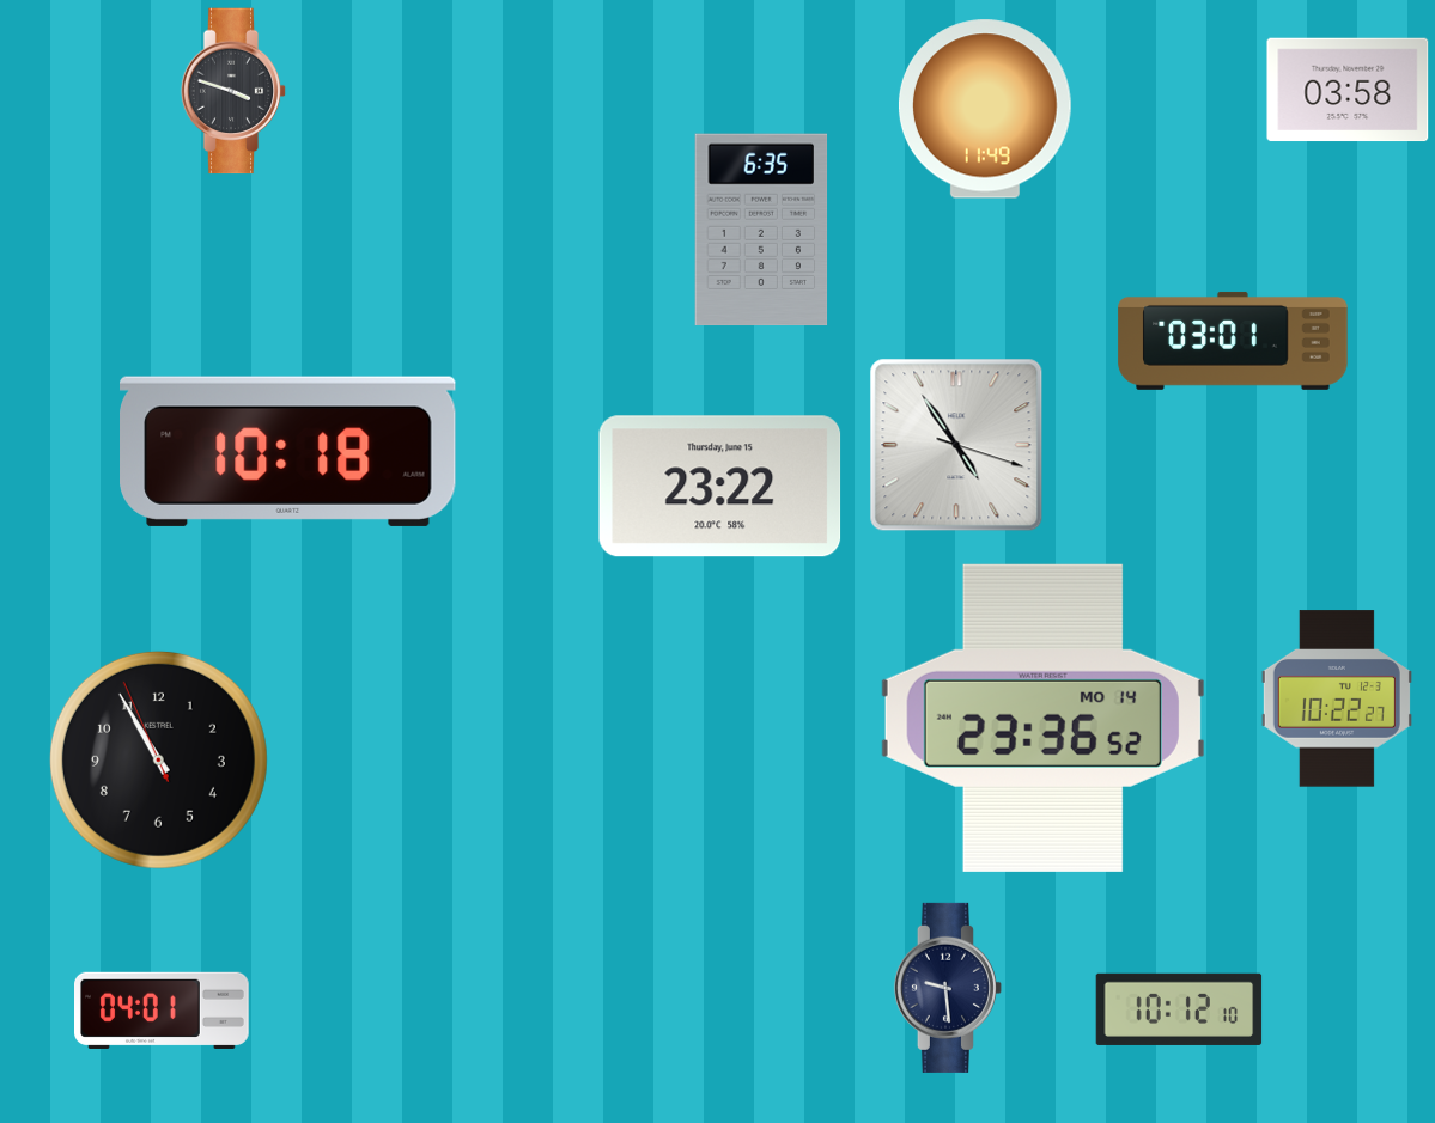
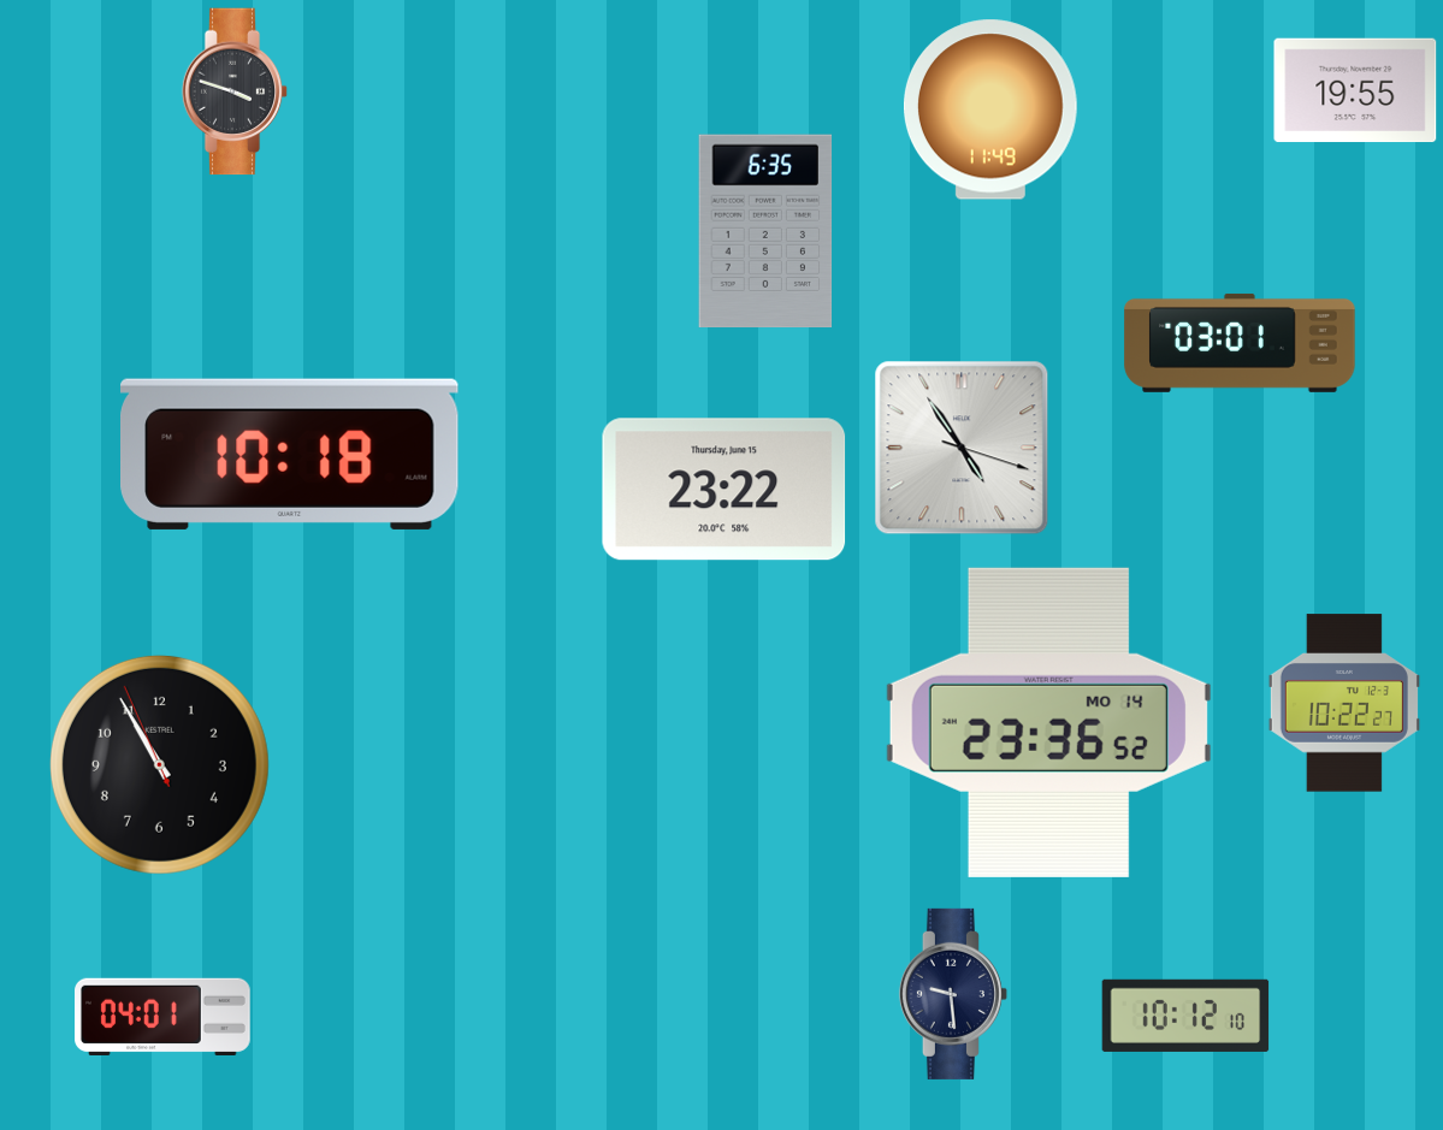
clock at (1348, 90): 03:58 -> 19:55
